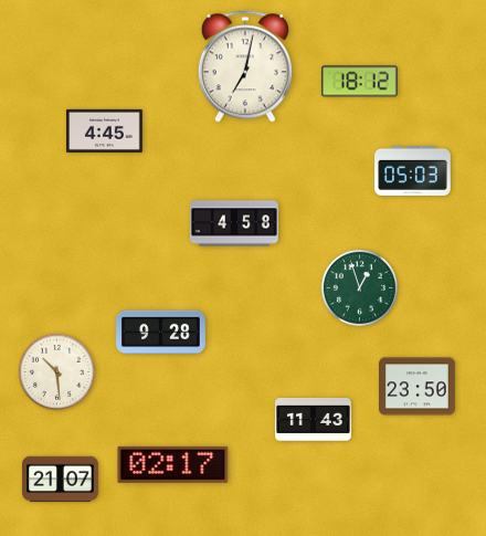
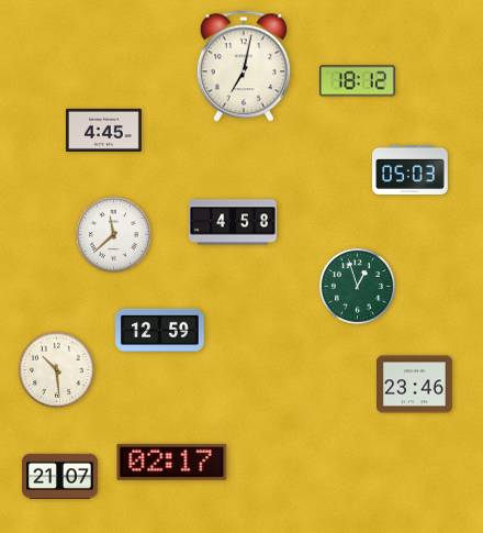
clock at (113, 234): none -> 11:38
clock at (161, 333): 9:28 -> 12:59
clock at (418, 387): 23:50 -> 23:46
clock at (314, 419): 11:43 -> none
